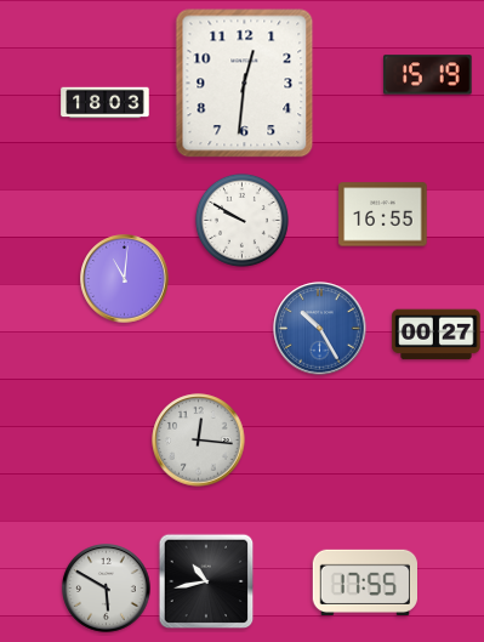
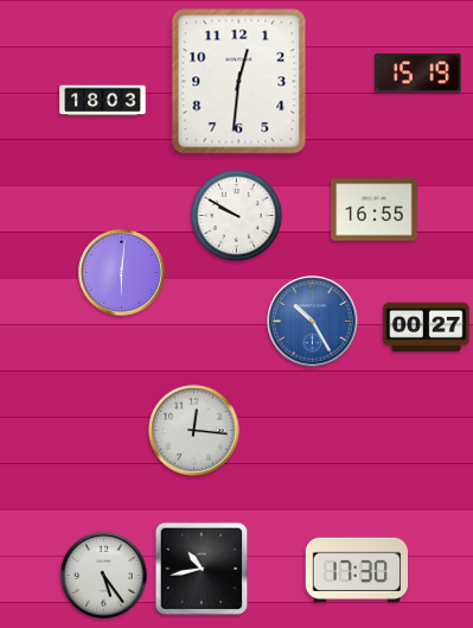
clock at (125, 279): 11:01 -> 6:01
clock at (364, 583): 17:55 -> 17:30
clock at (107, 589): 5:50 -> 5:24
